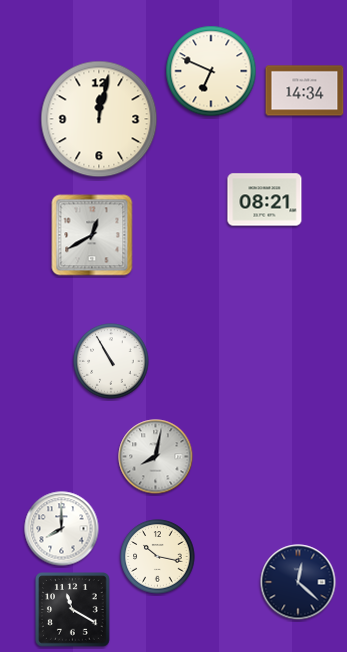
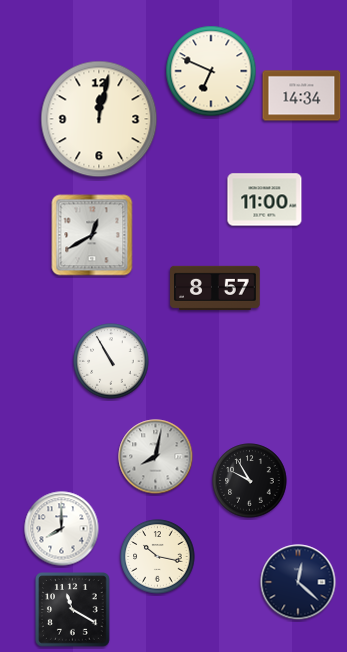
clock at (305, 91) position: (305, 91) -> (302, 96)
clock at (265, 200): 08:21 -> 11:00
clock at (215, 288): none -> 8:57
clock at (250, 481): none -> 9:55
